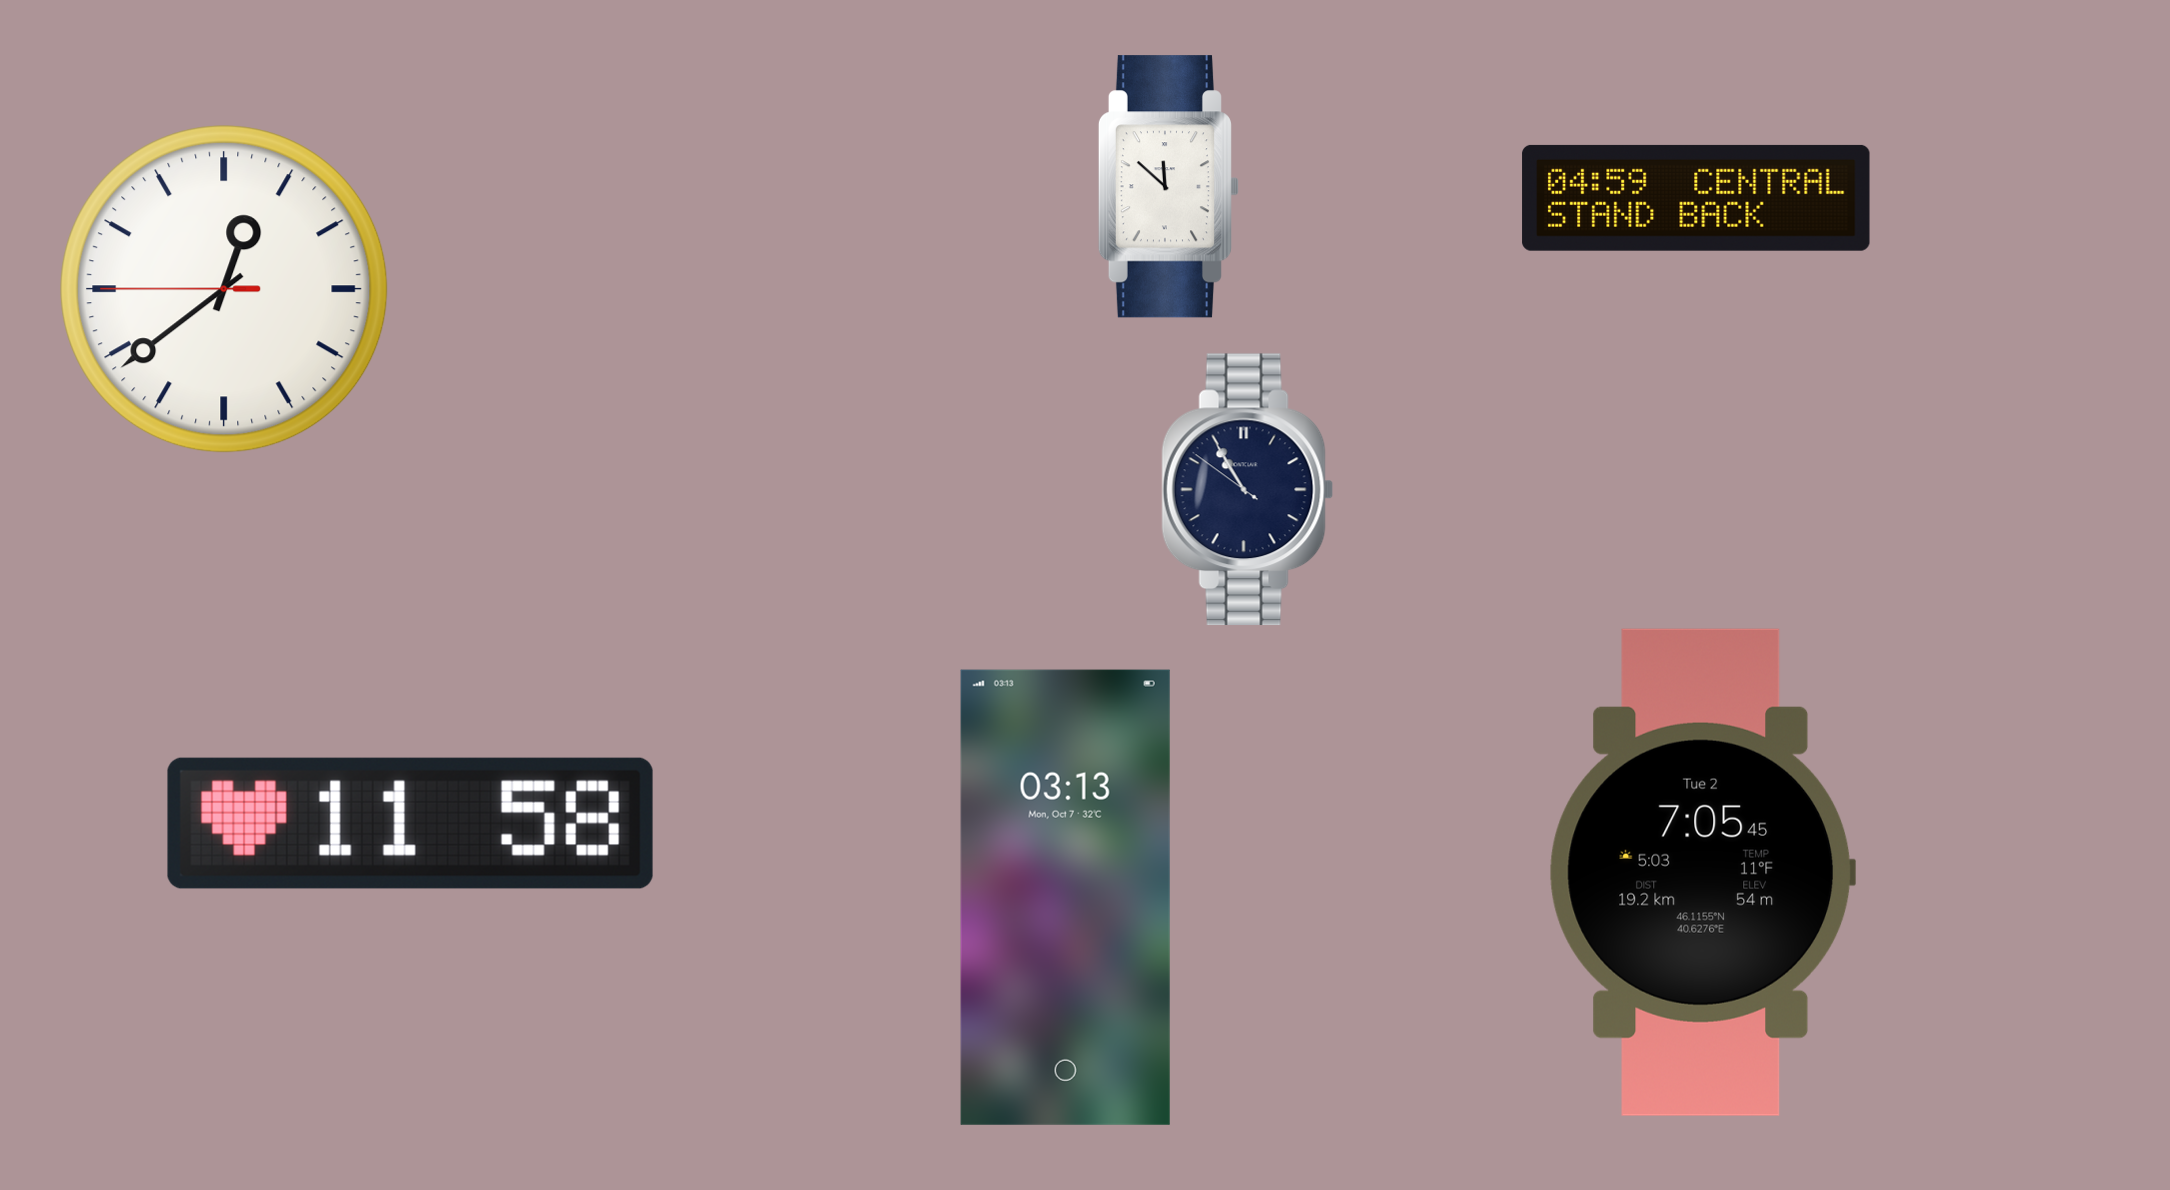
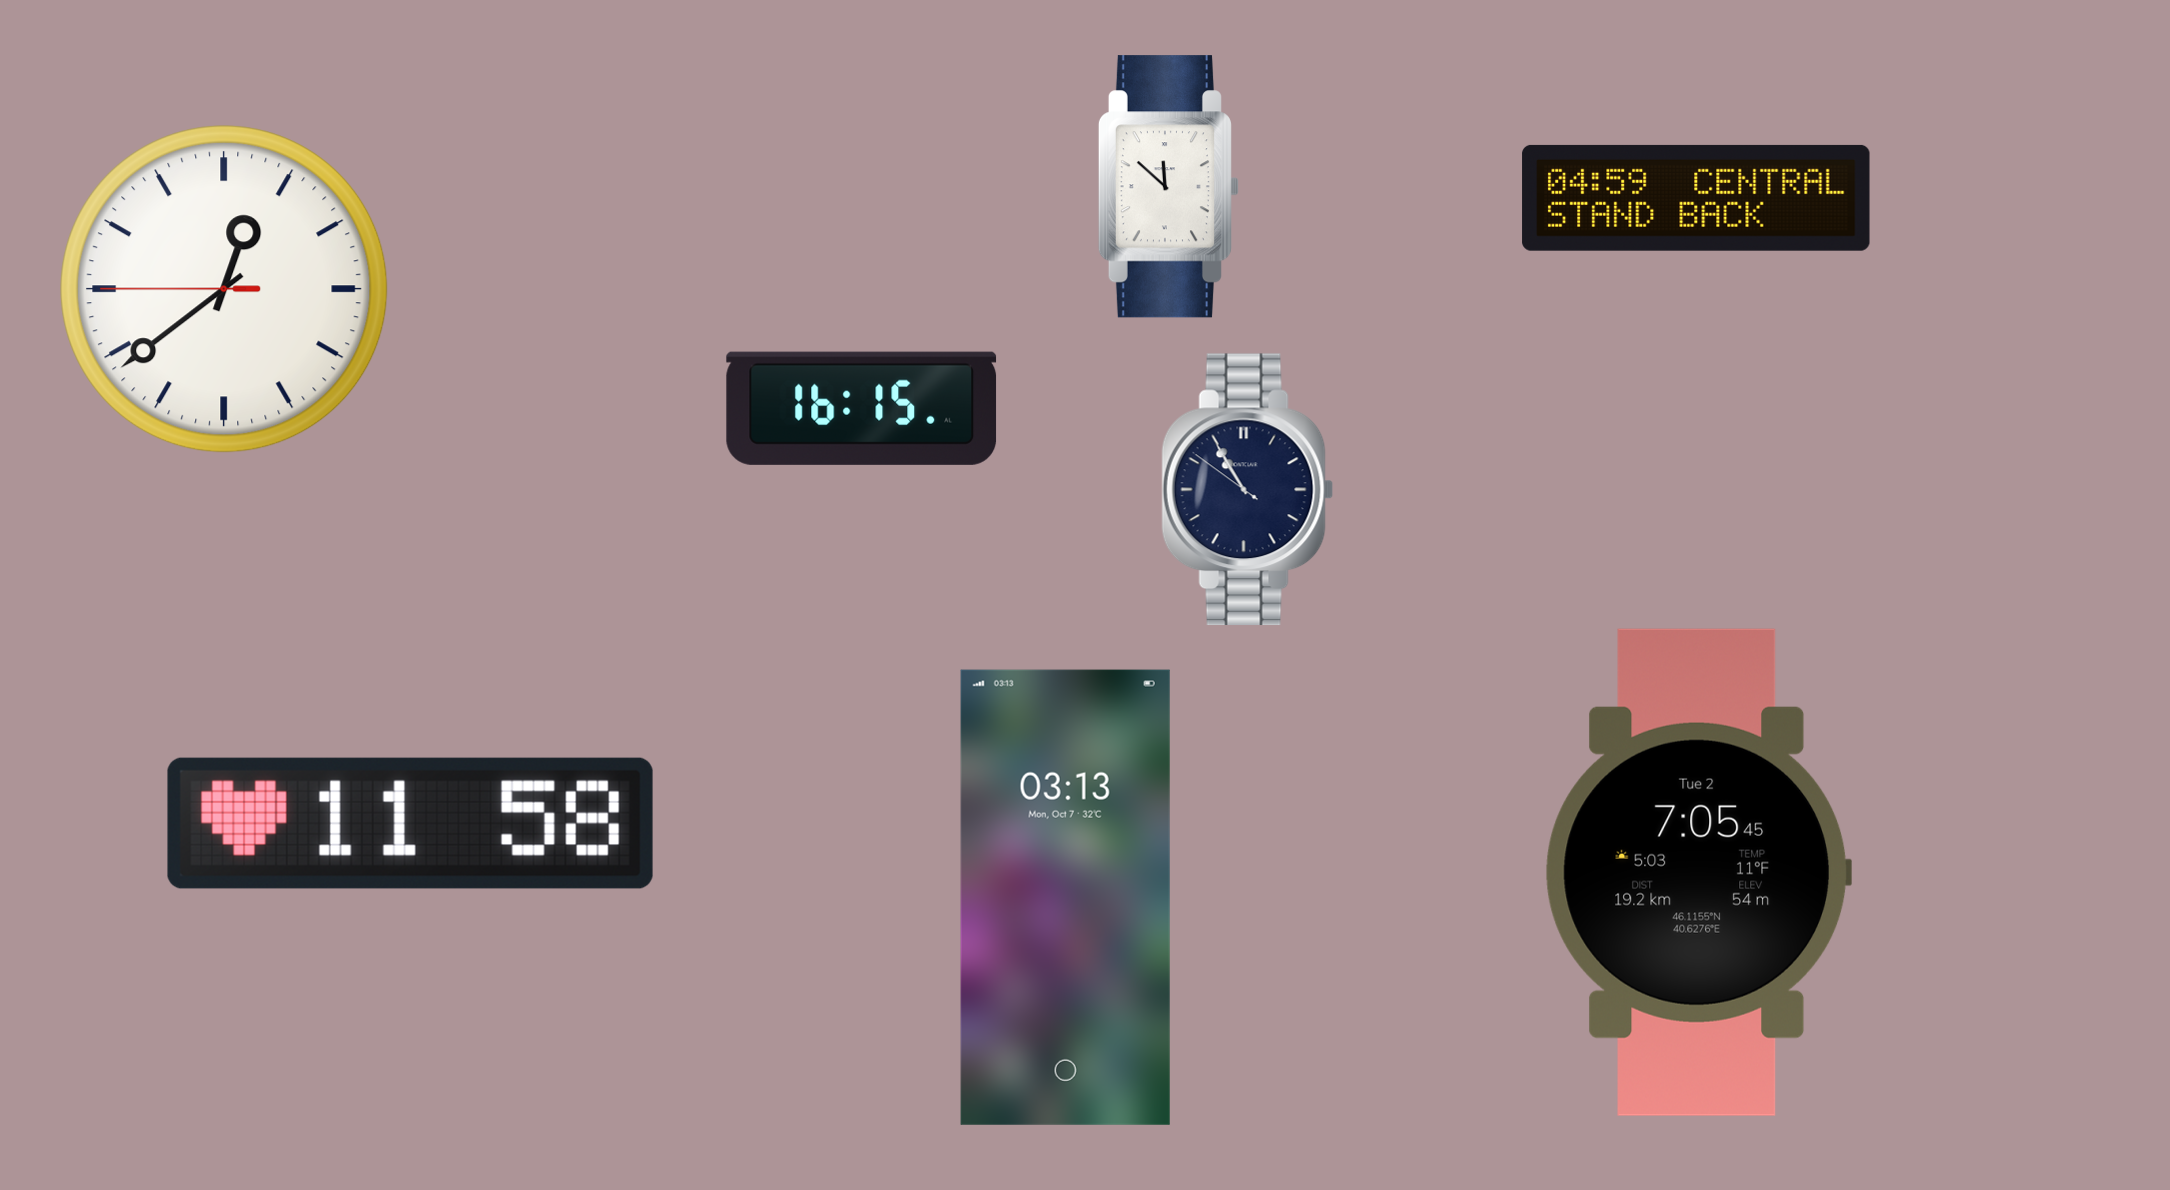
clock at (862, 408): none -> 16:15
clock at (1701, 872) position: (1701, 872) -> (1697, 872)
